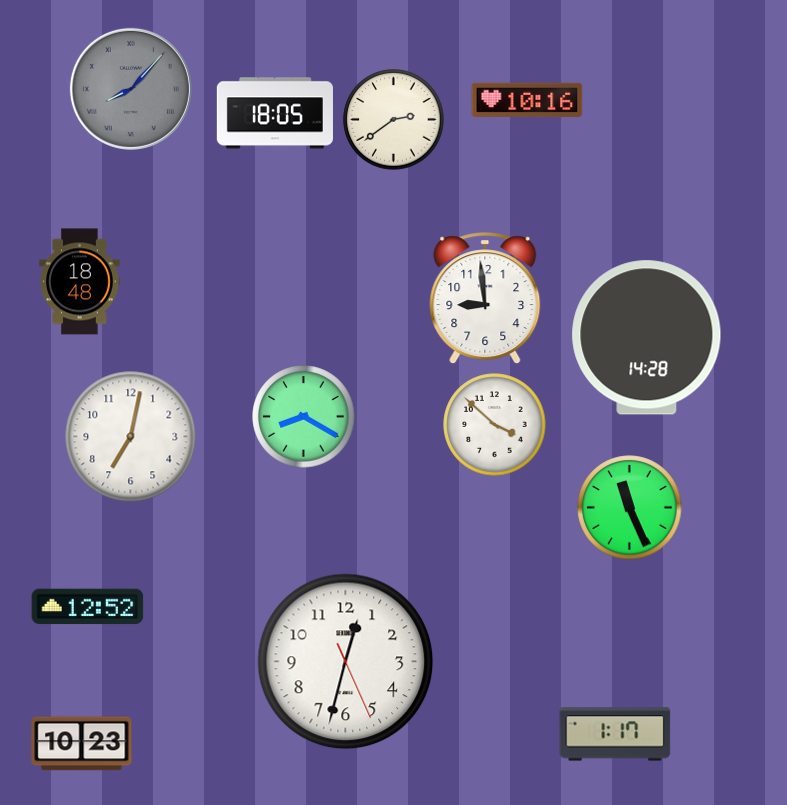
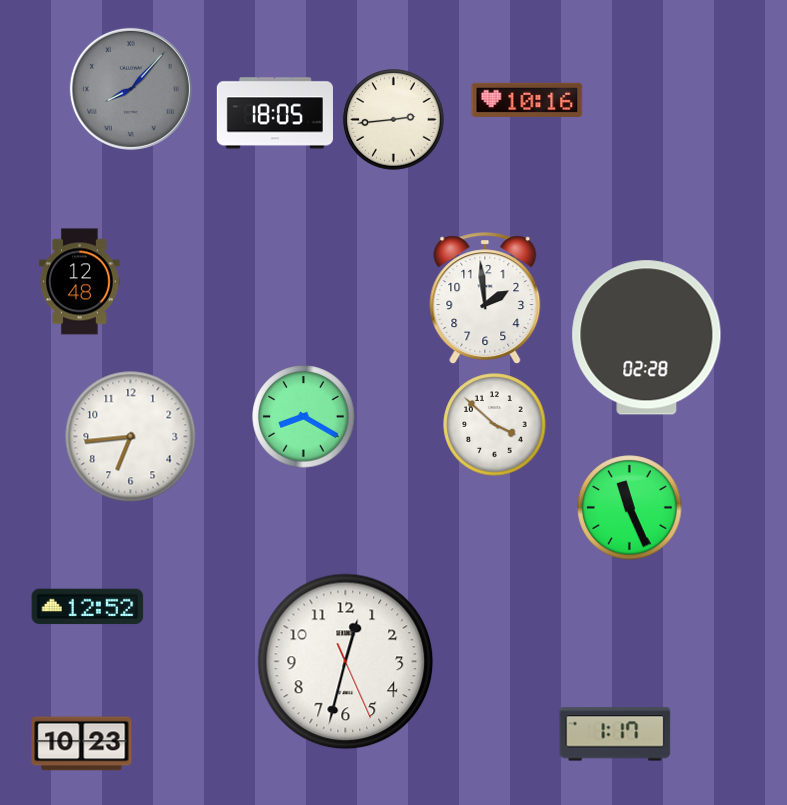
clock at (394, 120): 2:39 -> 2:44
clock at (80, 282): 18:48 -> 12:48
clock at (485, 298): 8:59 -> 1:59
clock at (647, 338): 14:28 -> 02:28
clock at (131, 437): 7:02 -> 6:44
